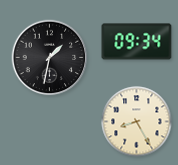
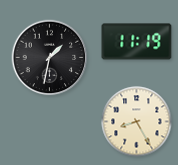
clock at (137, 42): 09:34 -> 11:19
